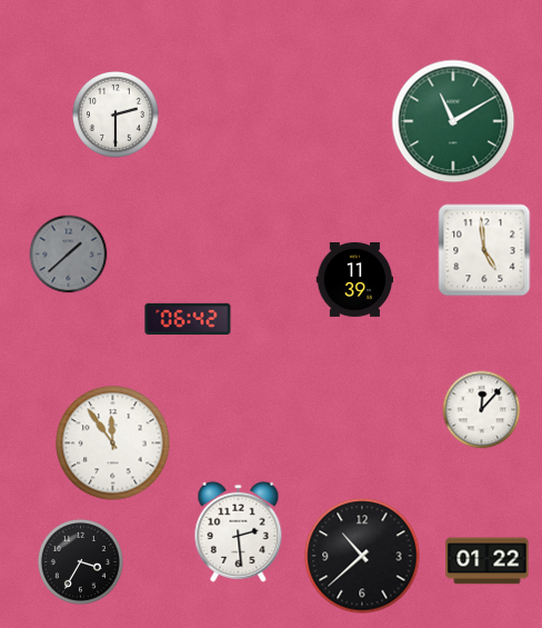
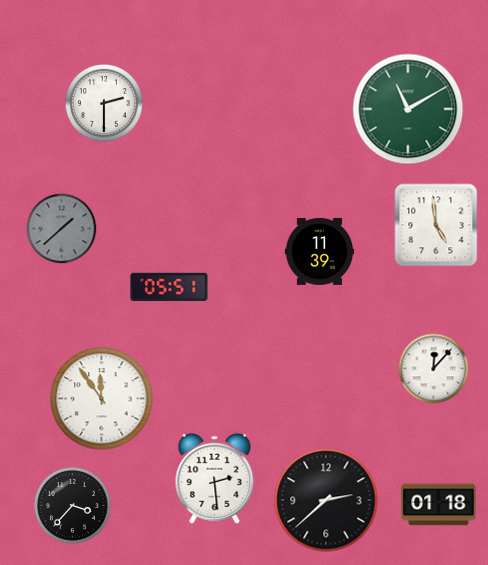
clock at (188, 319): 06:42 -> 05:51
clock at (362, 556): 10:38 -> 2:38
clock at (80, 561): 3:35 -> 3:37
clock at (488, 561): 01:22 -> 01:18
